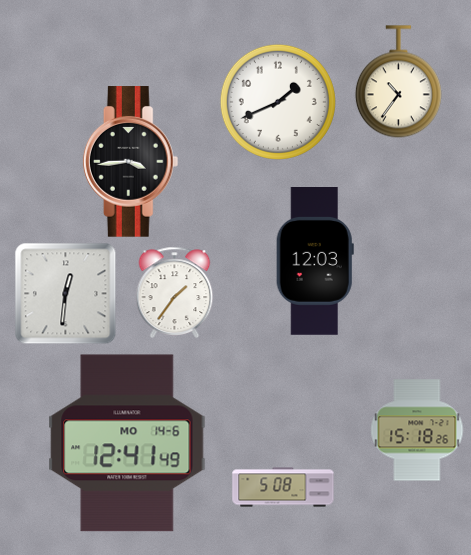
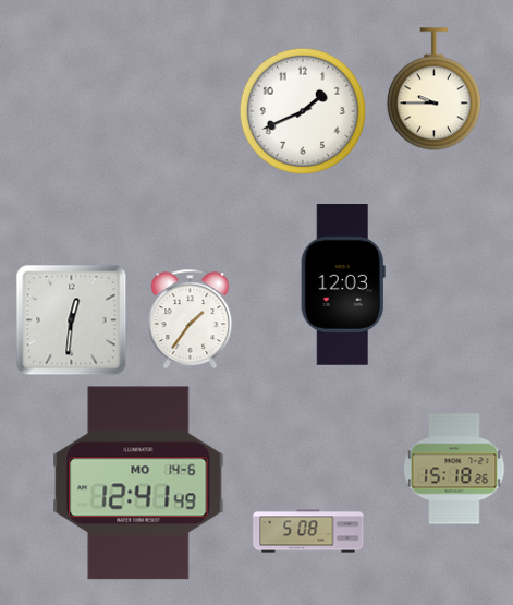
clock at (398, 82): 10:36 -> 9:45
clock at (131, 162): 3:44 -> none
